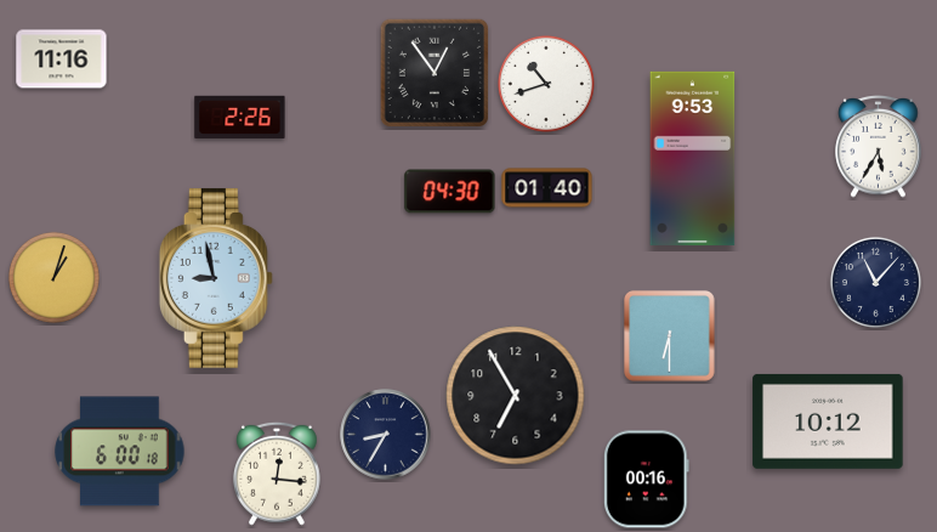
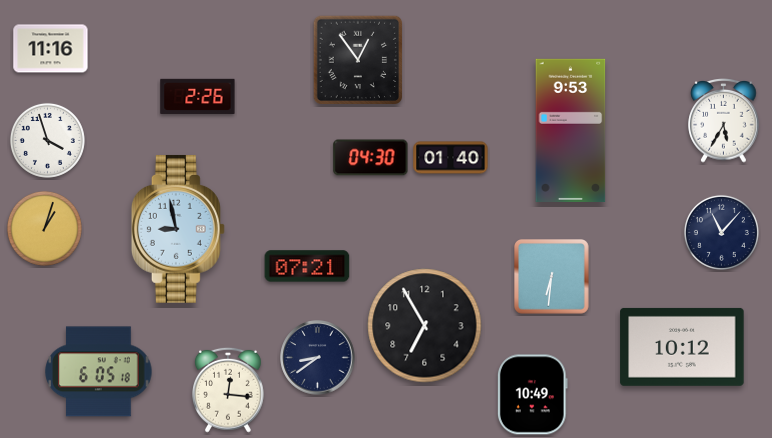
clock at (546, 84): 10:42 -> none
clock at (47, 140): none -> 3:57
clock at (547, 188) position: (547, 188) -> (451, 158)
clock at (307, 266): none -> 07:21
clock at (670, 336): 6:30 -> 6:31
clock at (386, 435): 8:35 -> 8:39
clock at (120, 452): 6:00 -> 6:05
clock at (646, 480): 00:16 -> 10:49
